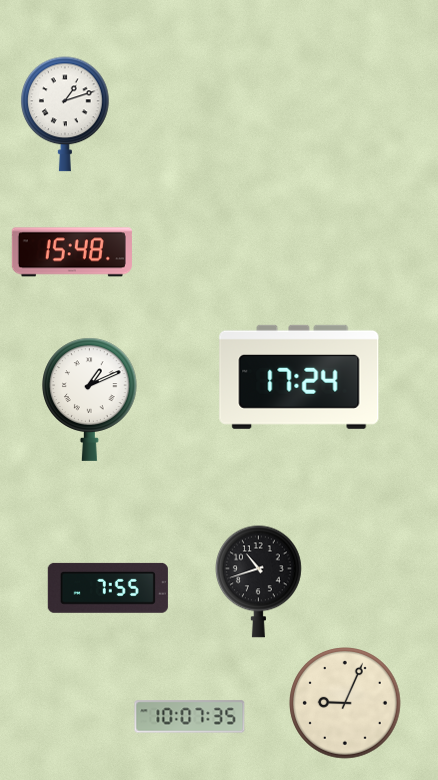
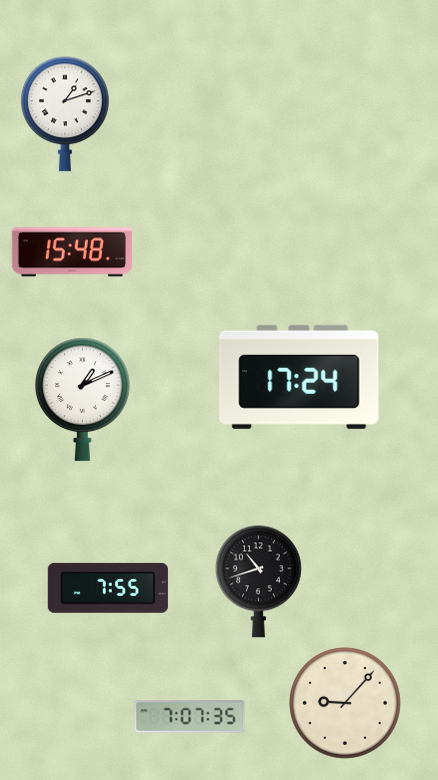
clock at (90, 399) position: (90, 399) -> (83, 399)
clock at (345, 703): 9:04 -> 9:07
clock at (190, 717): 10:07 -> 7:07
